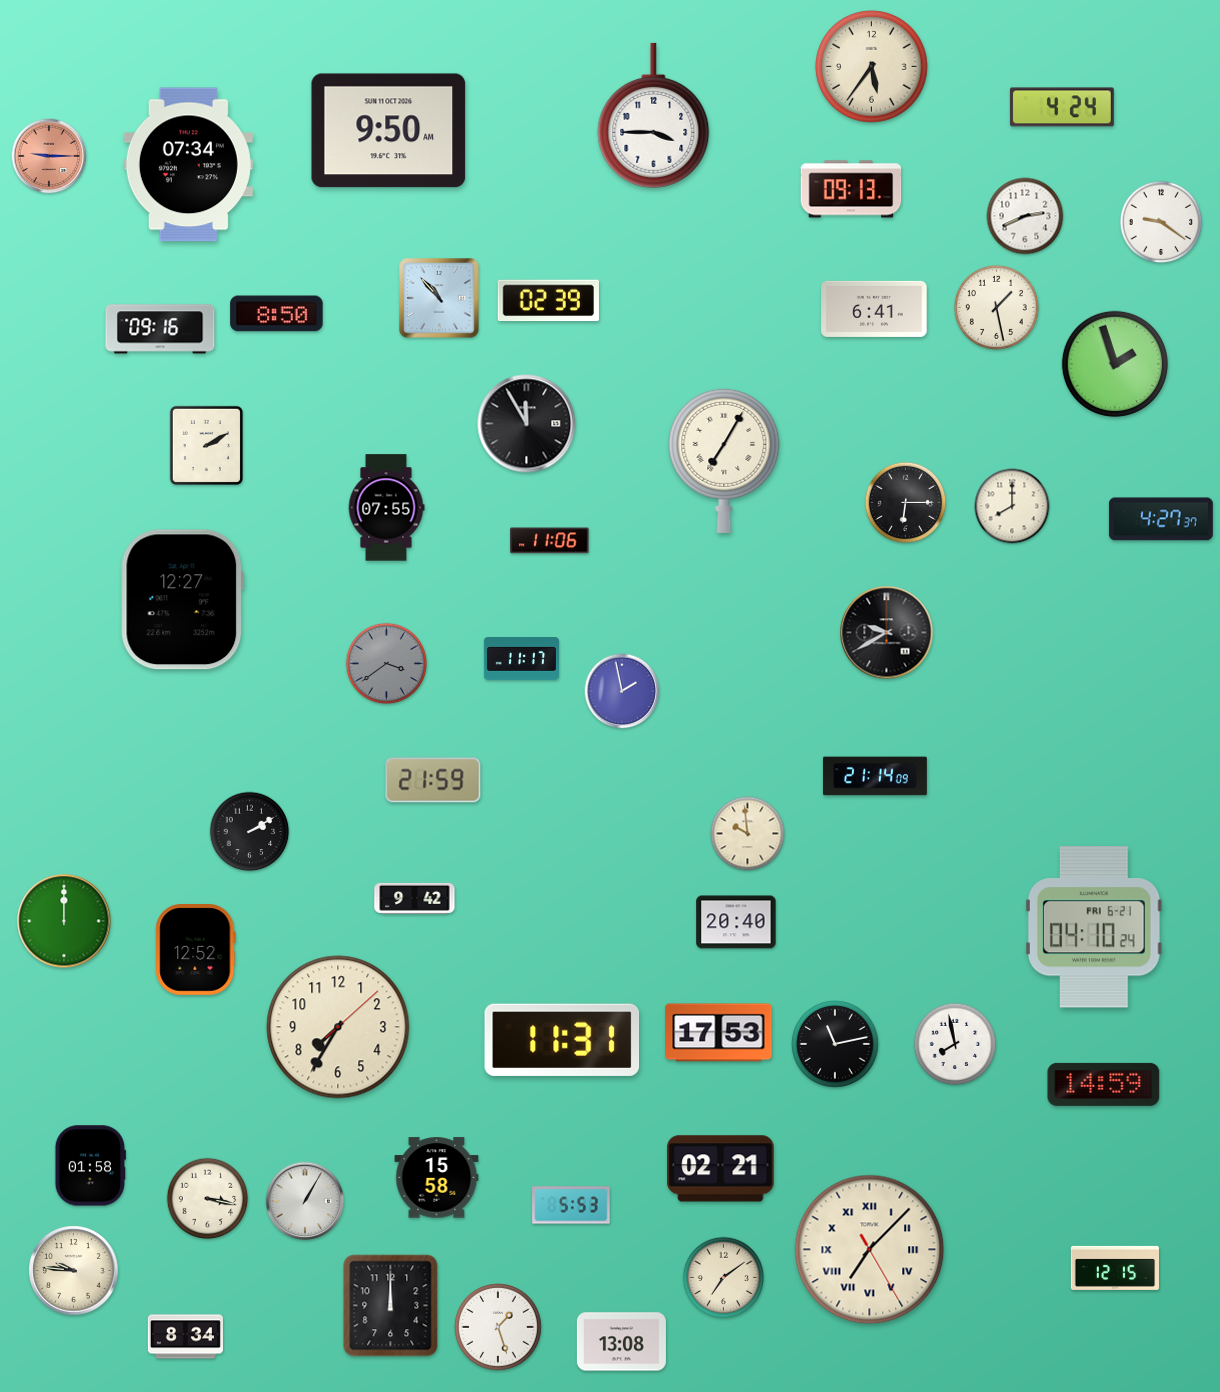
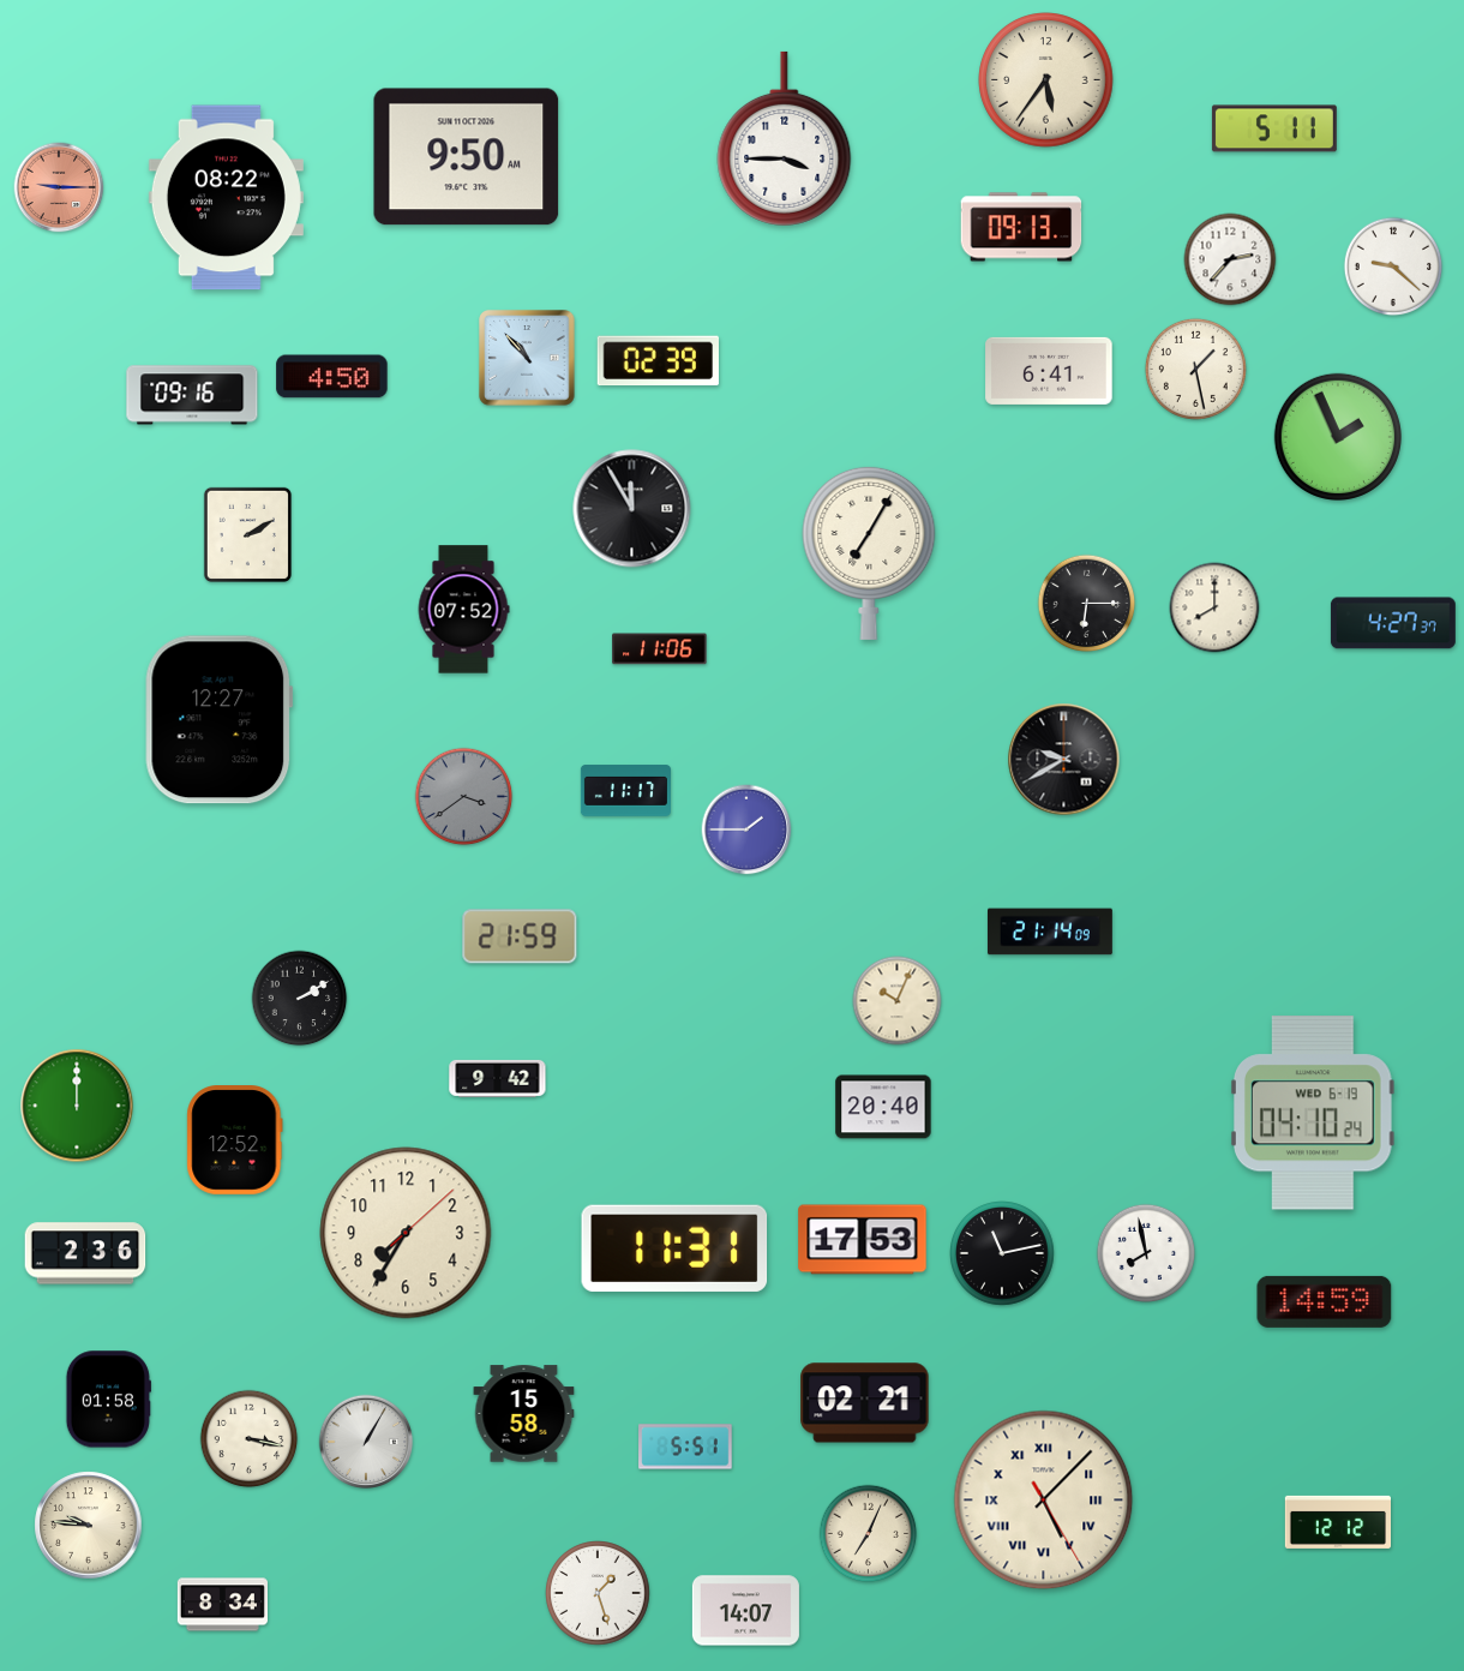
clock at (1062, 107): 4:24 -> 5:11
clock at (188, 165): 07:34 -> 08:22
clock at (1025, 216): 2:41 -> 2:37
clock at (1161, 222): 9:21 -> 9:22
clock at (277, 314): 8:50 -> 4:50
clock at (1115, 364): 1:57 -> 1:56
clock at (386, 508): 07:55 -> 07:52
clock at (622, 691): 1:58 -> 1:45
clock at (748, 834): 9:59 -> 10:04
clock at (1094, 927) date: FRI 6-21 -> WED 6-19
clock at (85, 1253): none -> 2:36
clock at (571, 1205): 5:53 -> 5:51
clock at (870, 1250): 7:07 -> 5:07
clock at (1114, 1268): 12:15 -> 12:12
clock at (724, 1278): 7:09 -> 7:04
clock at (391, 1306): 12:00 -> none
clock at (621, 1342): 13:08 -> 14:07
